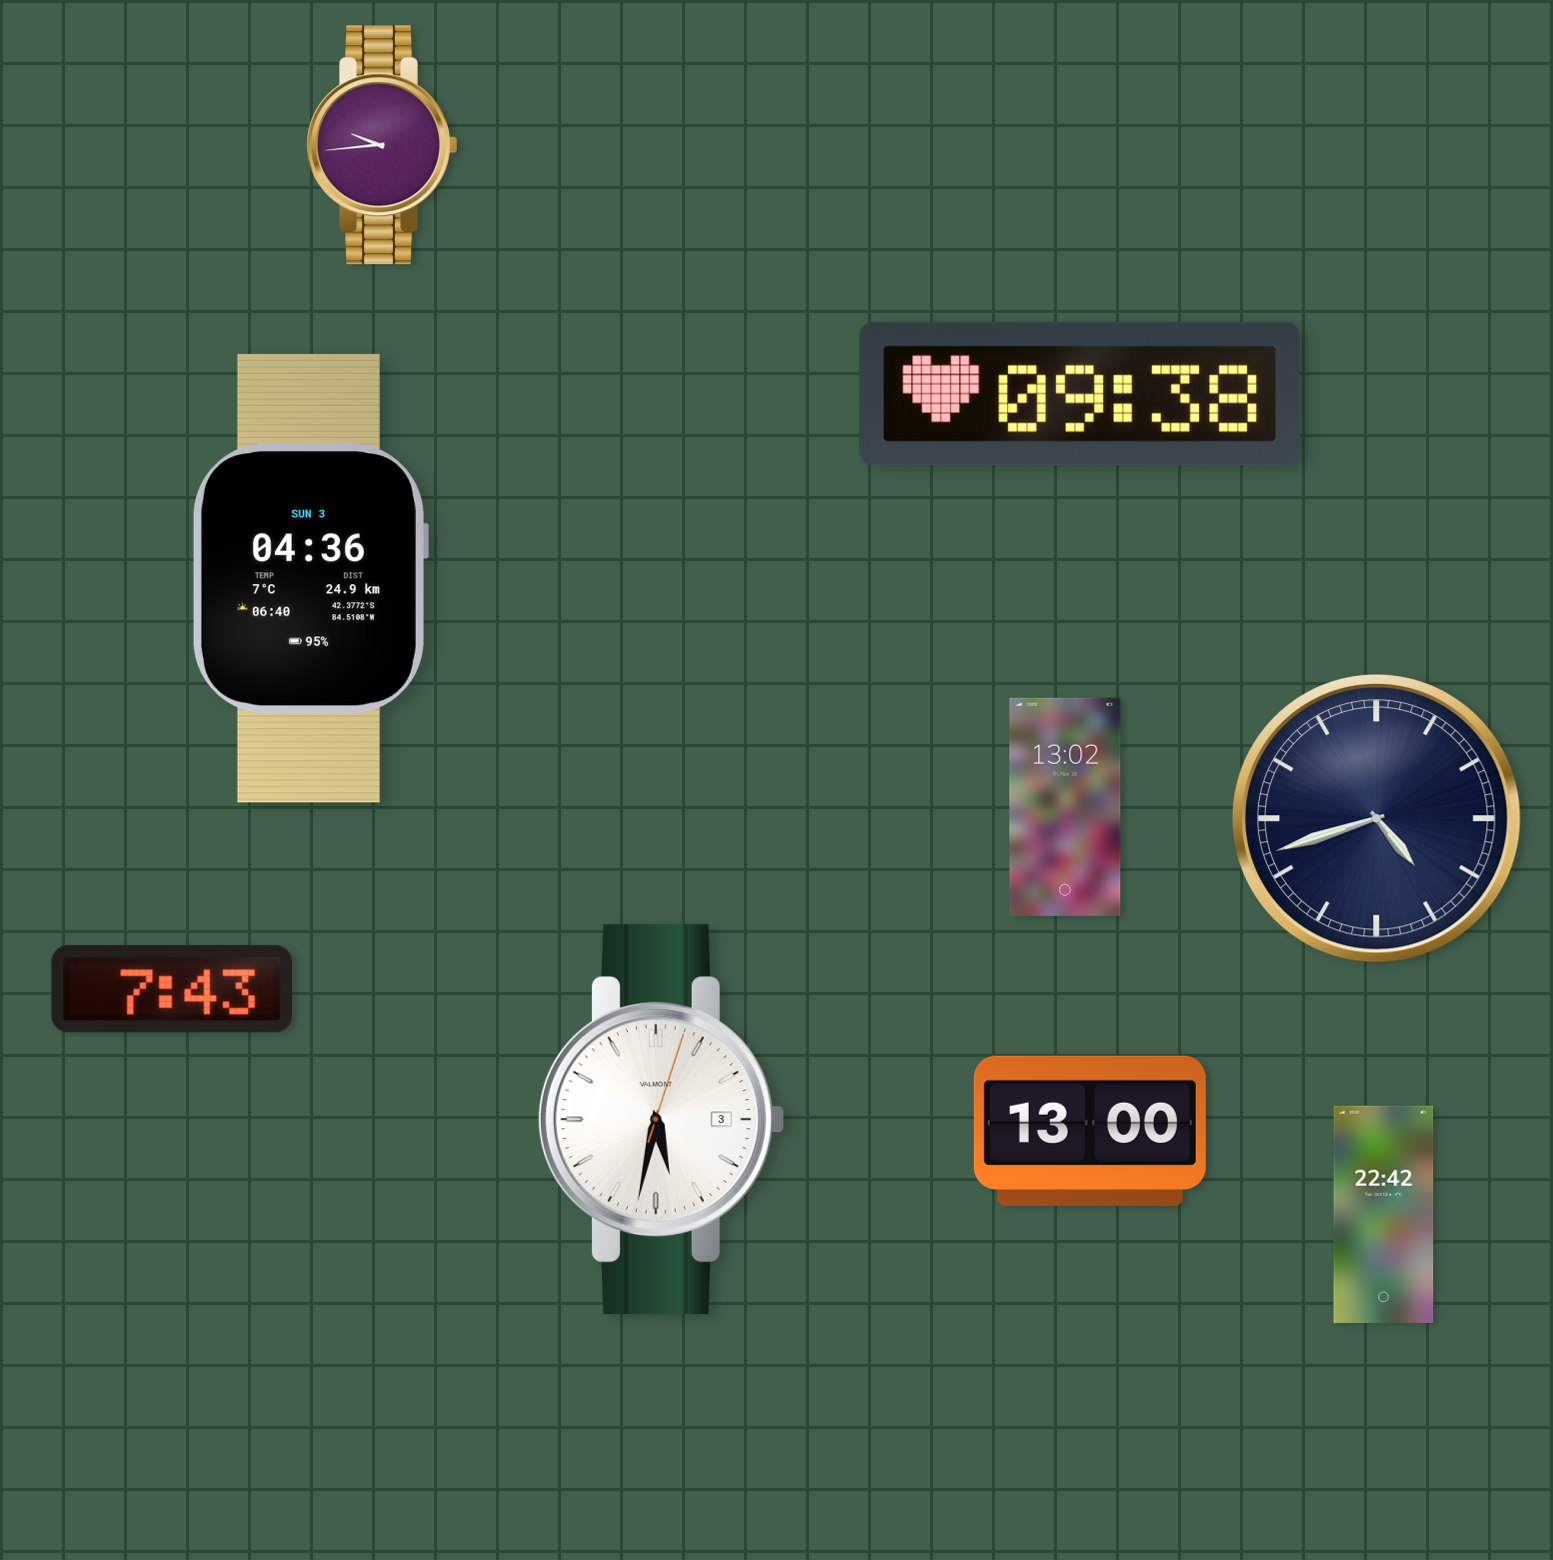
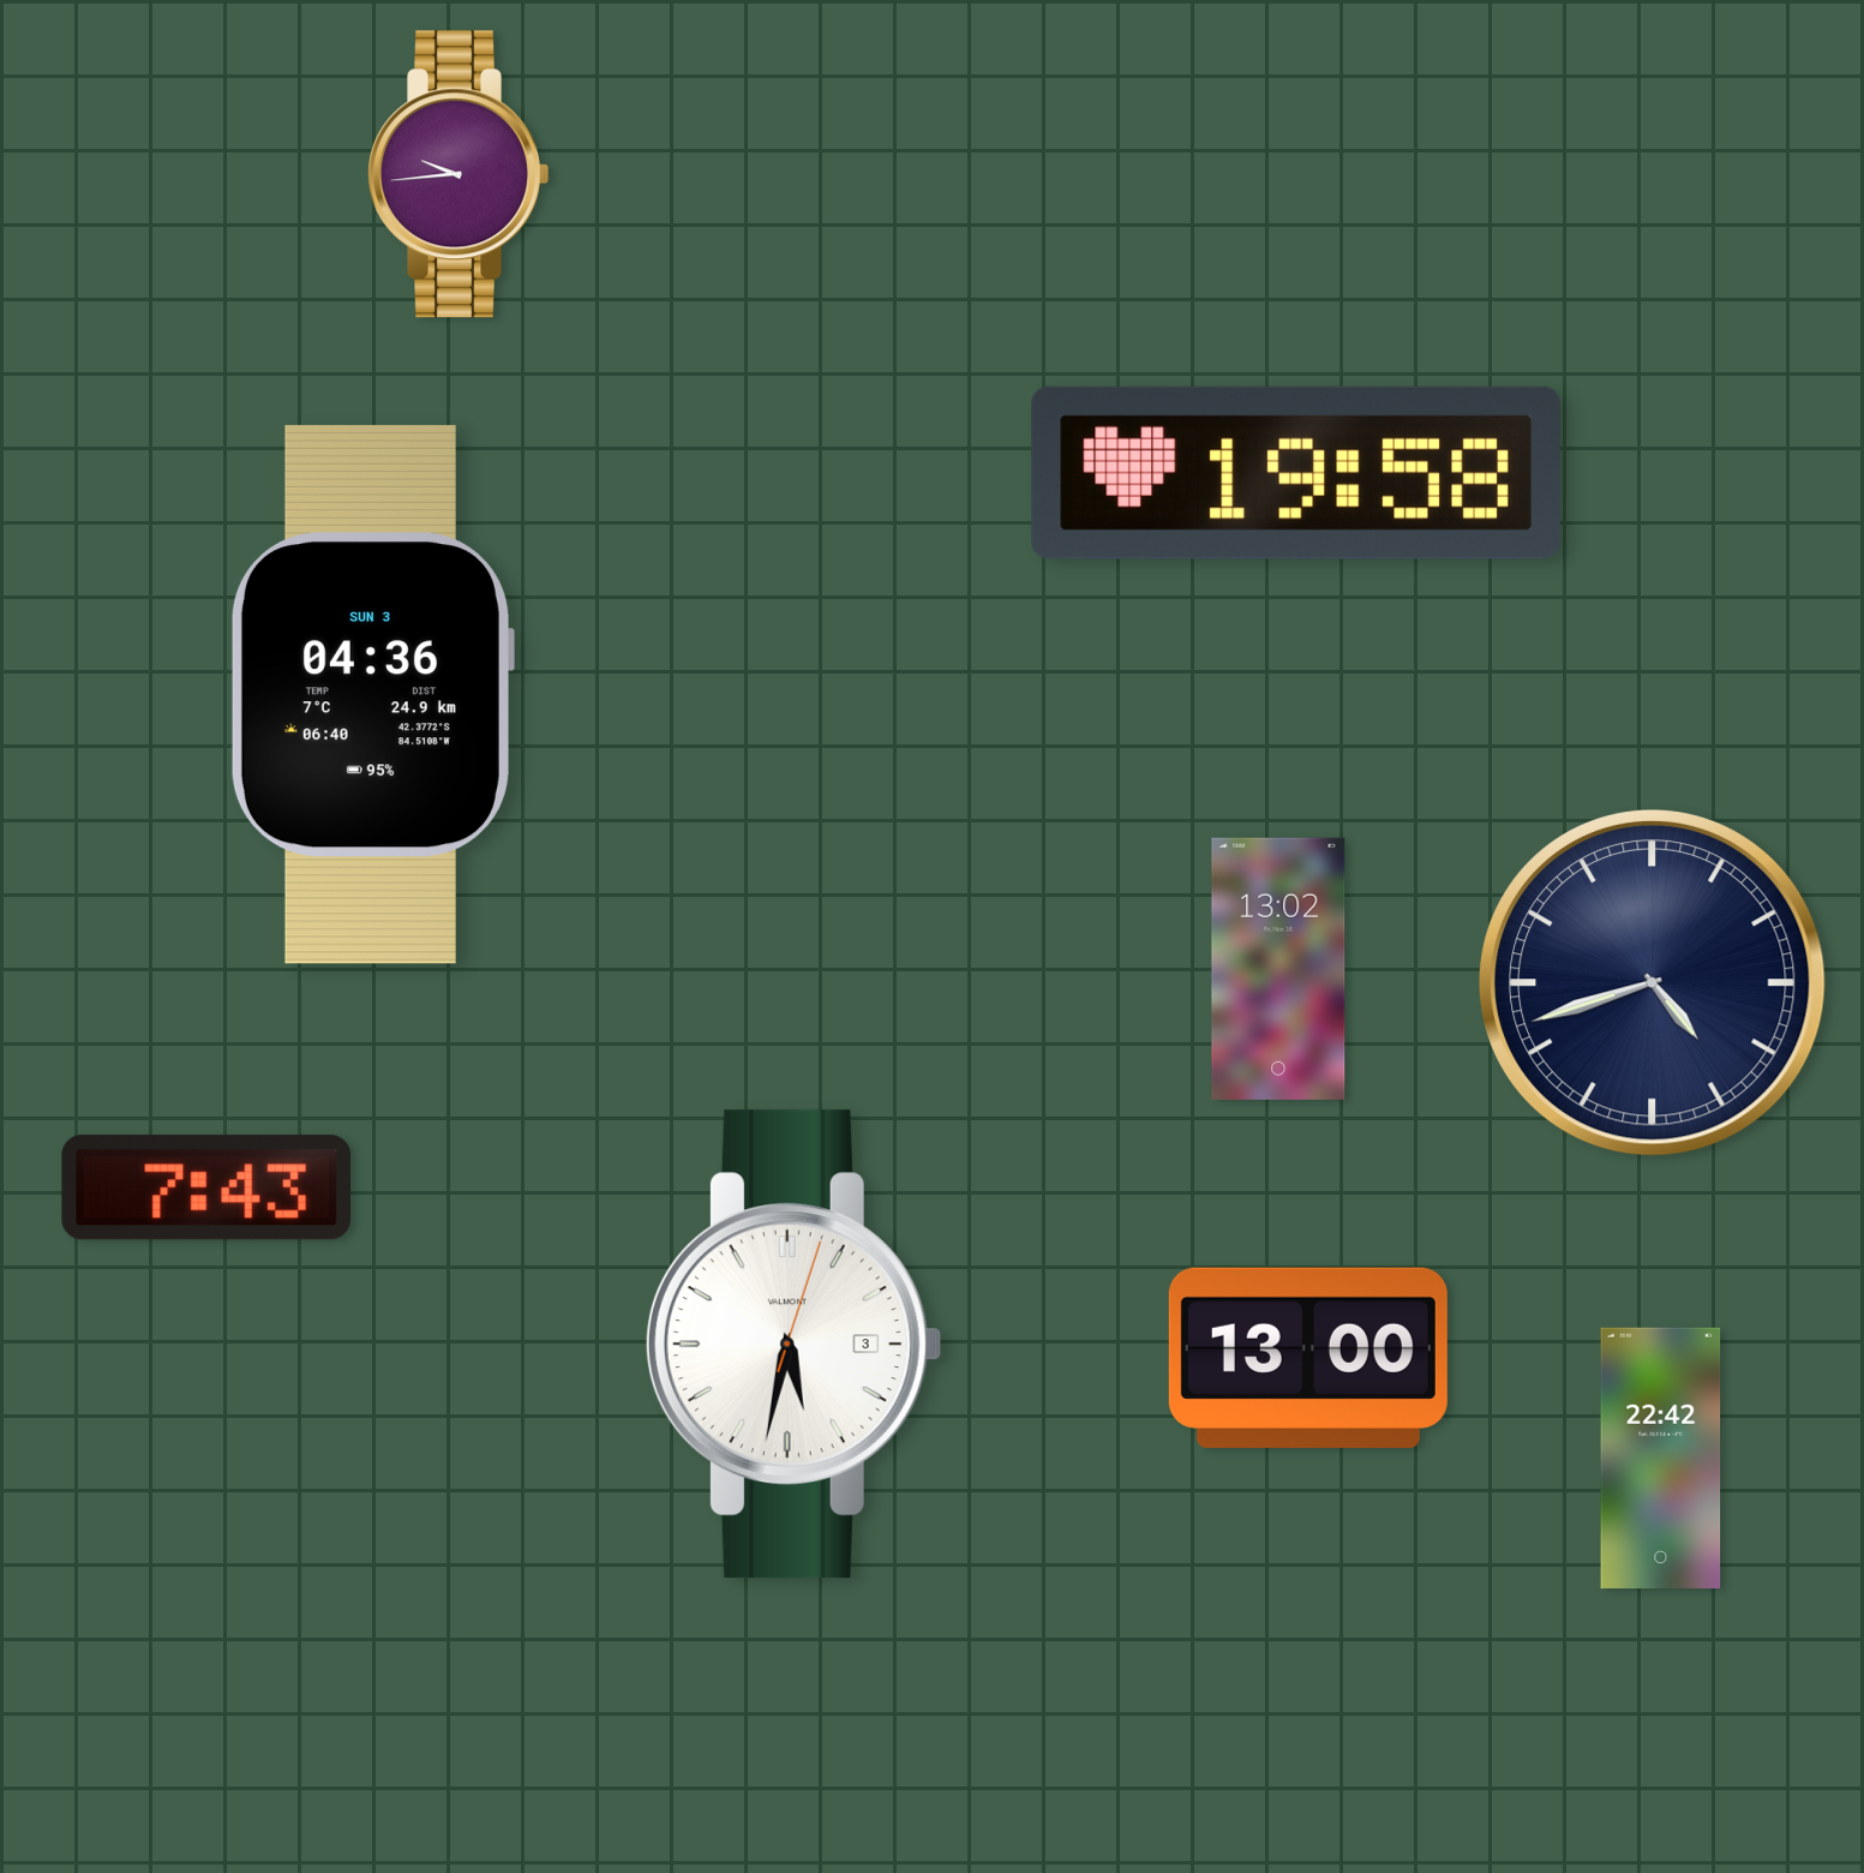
clock at (1080, 394): 09:38 -> 19:58
